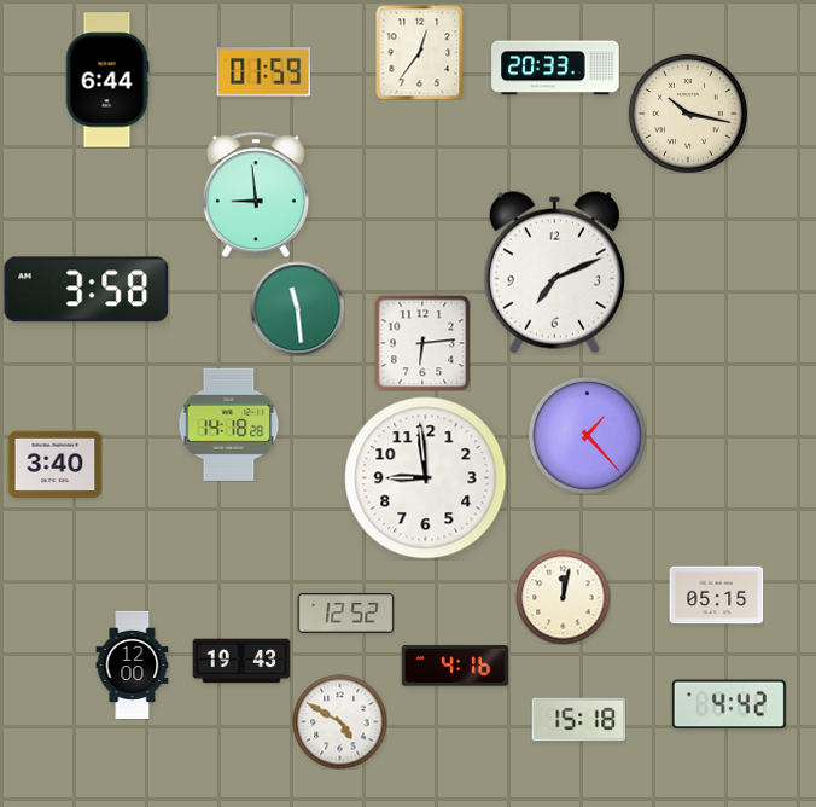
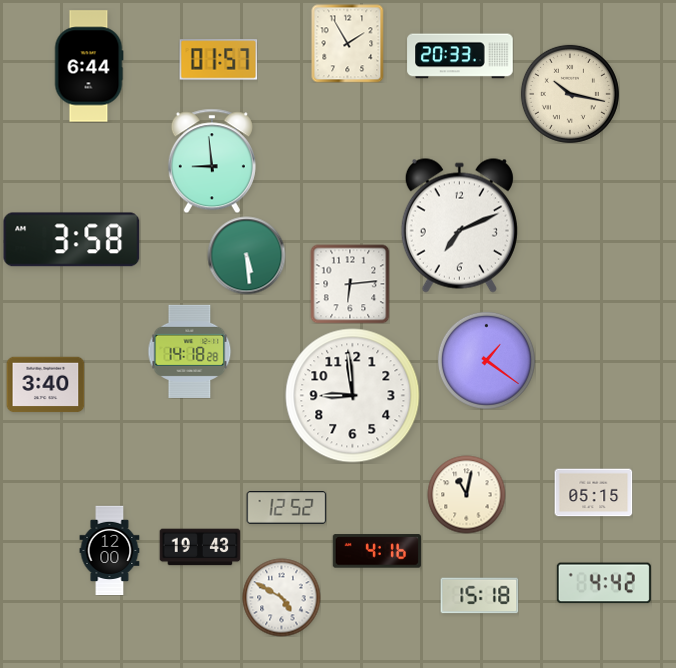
clock at (420, 52): 12:36 -> 1:55
clock at (263, 72): 01:59 -> 01:57
clock at (297, 308): 11:29 -> 5:29
clock at (587, 435): 1:23 -> 1:21
clock at (563, 597): 12:02 -> 11:02
